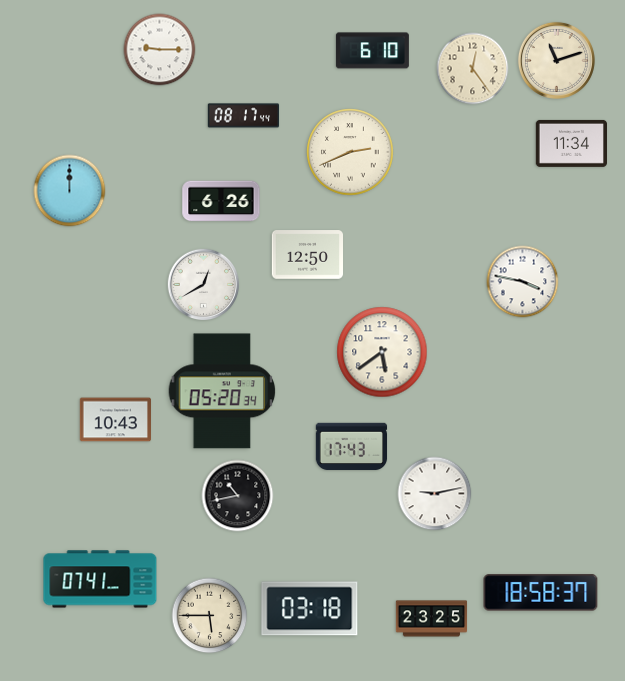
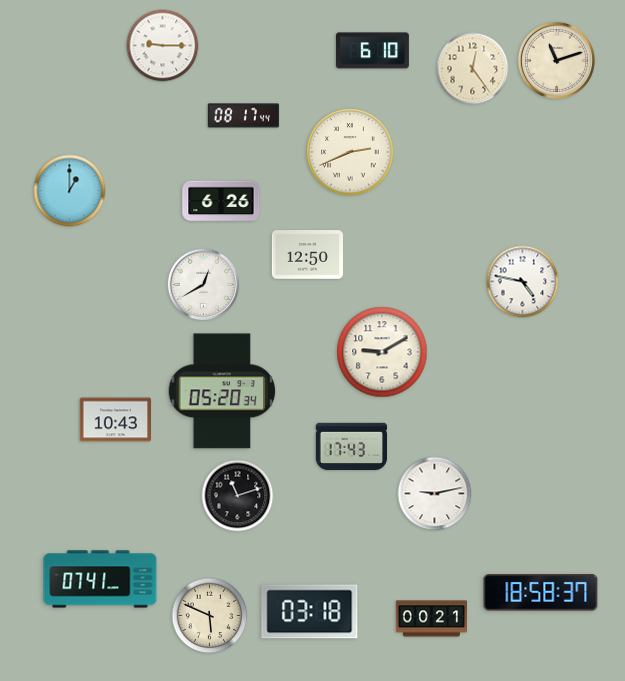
clock at (160, 50) position: (160, 50) -> (163, 46)
clock at (571, 143): 11:34 -> none
clock at (70, 191): 12:00 -> 1:00
clock at (523, 282): 3:47 -> 4:47
clock at (382, 352): 5:39 -> 9:10
clock at (238, 496): 10:43 -> 11:12
clock at (310, 609) position: (310, 609) -> (310, 612)
clock at (210, 616): 5:45 -> 5:49
clock at (432, 619): 23:25 -> 00:21
